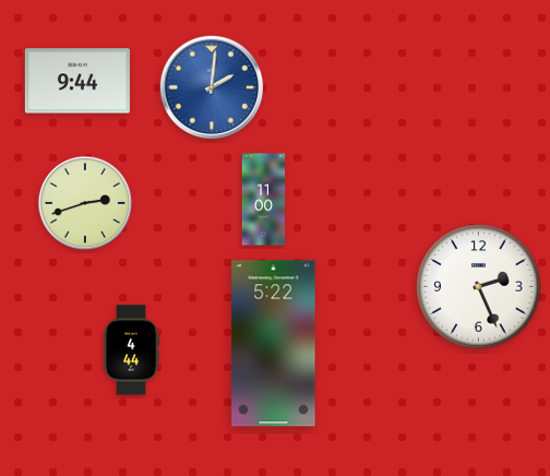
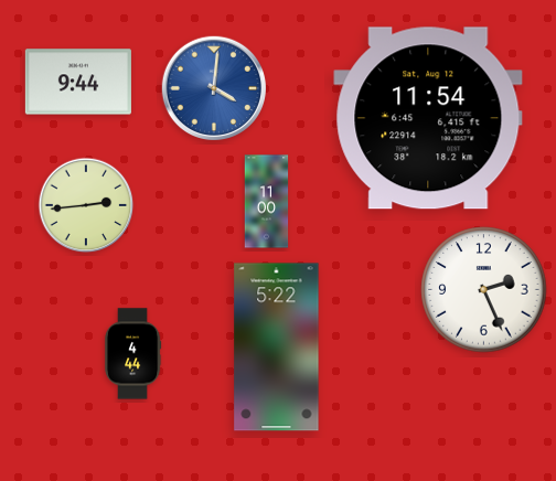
clock at (212, 87): 2:01 -> 4:01
clock at (428, 118): none -> 11:54
clock at (85, 203): 2:42 -> 2:44
